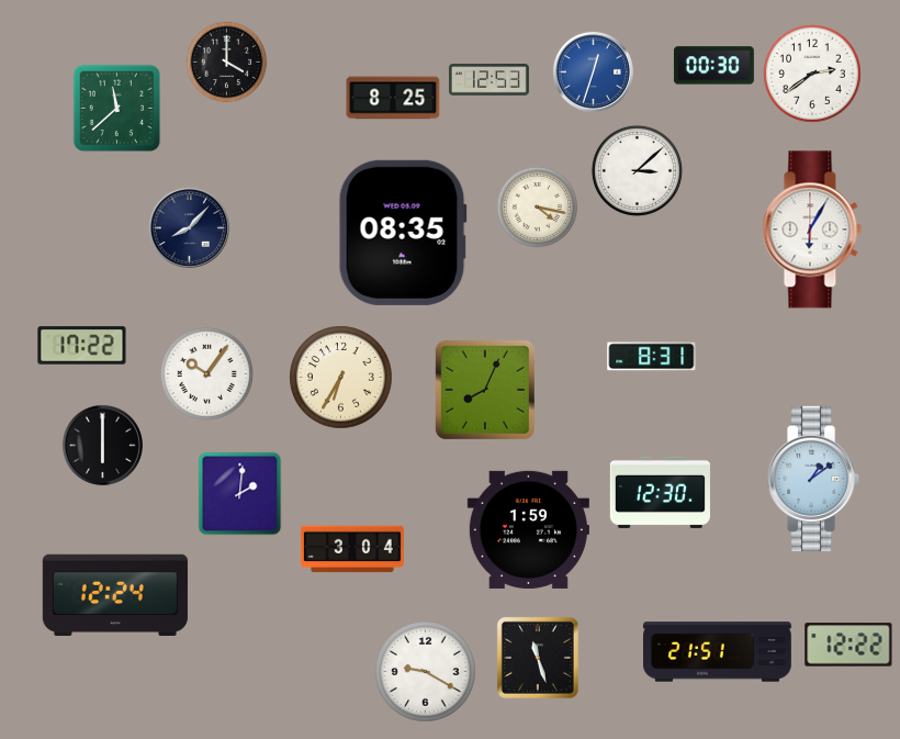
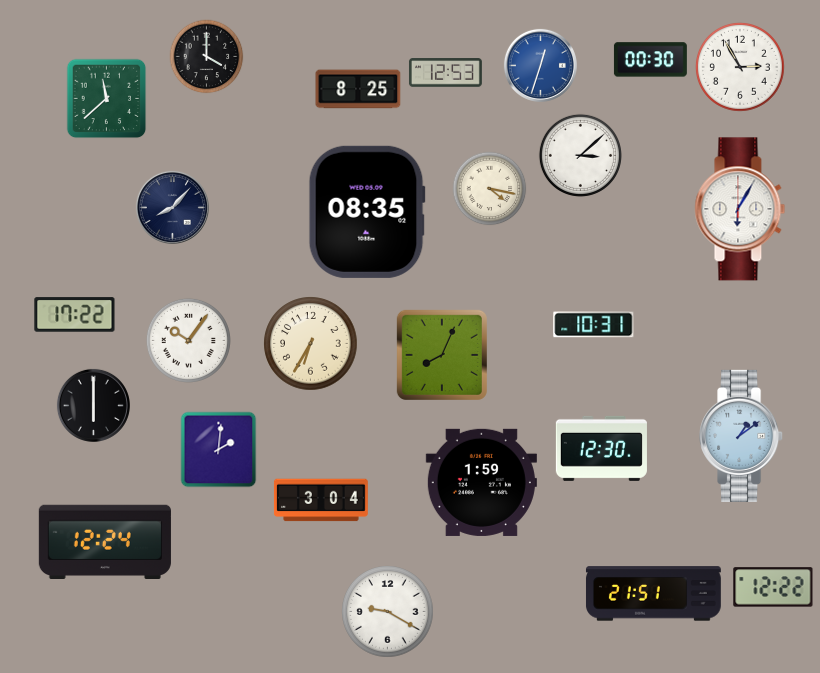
clock at (812, 74): 2:39 -> 2:55
clock at (652, 357): 8:31 -> 10:31
clock at (538, 658): 11:27 -> none
